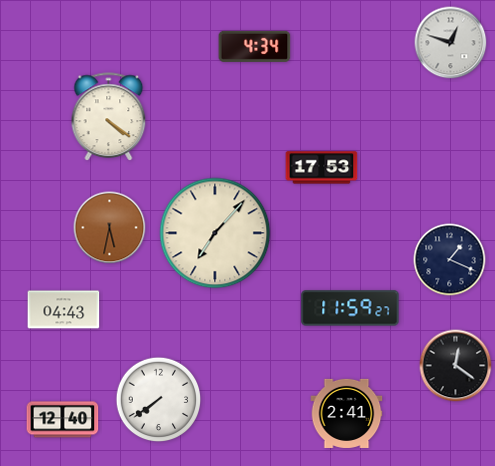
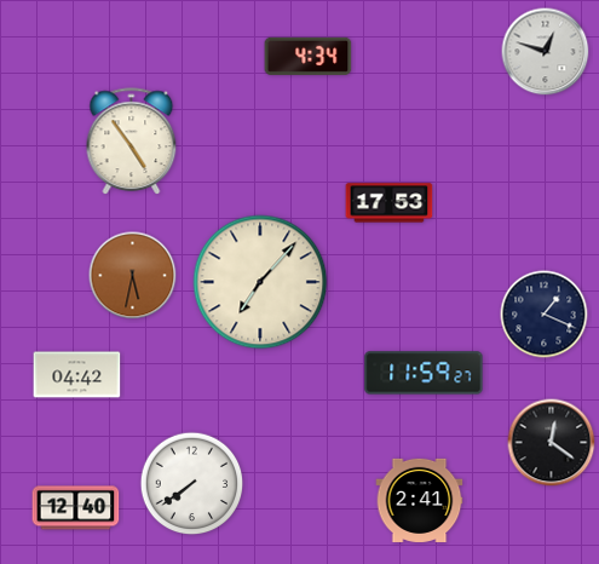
clock at (109, 117): 4:21 -> 4:54
clock at (64, 310): 04:43 -> 04:42
